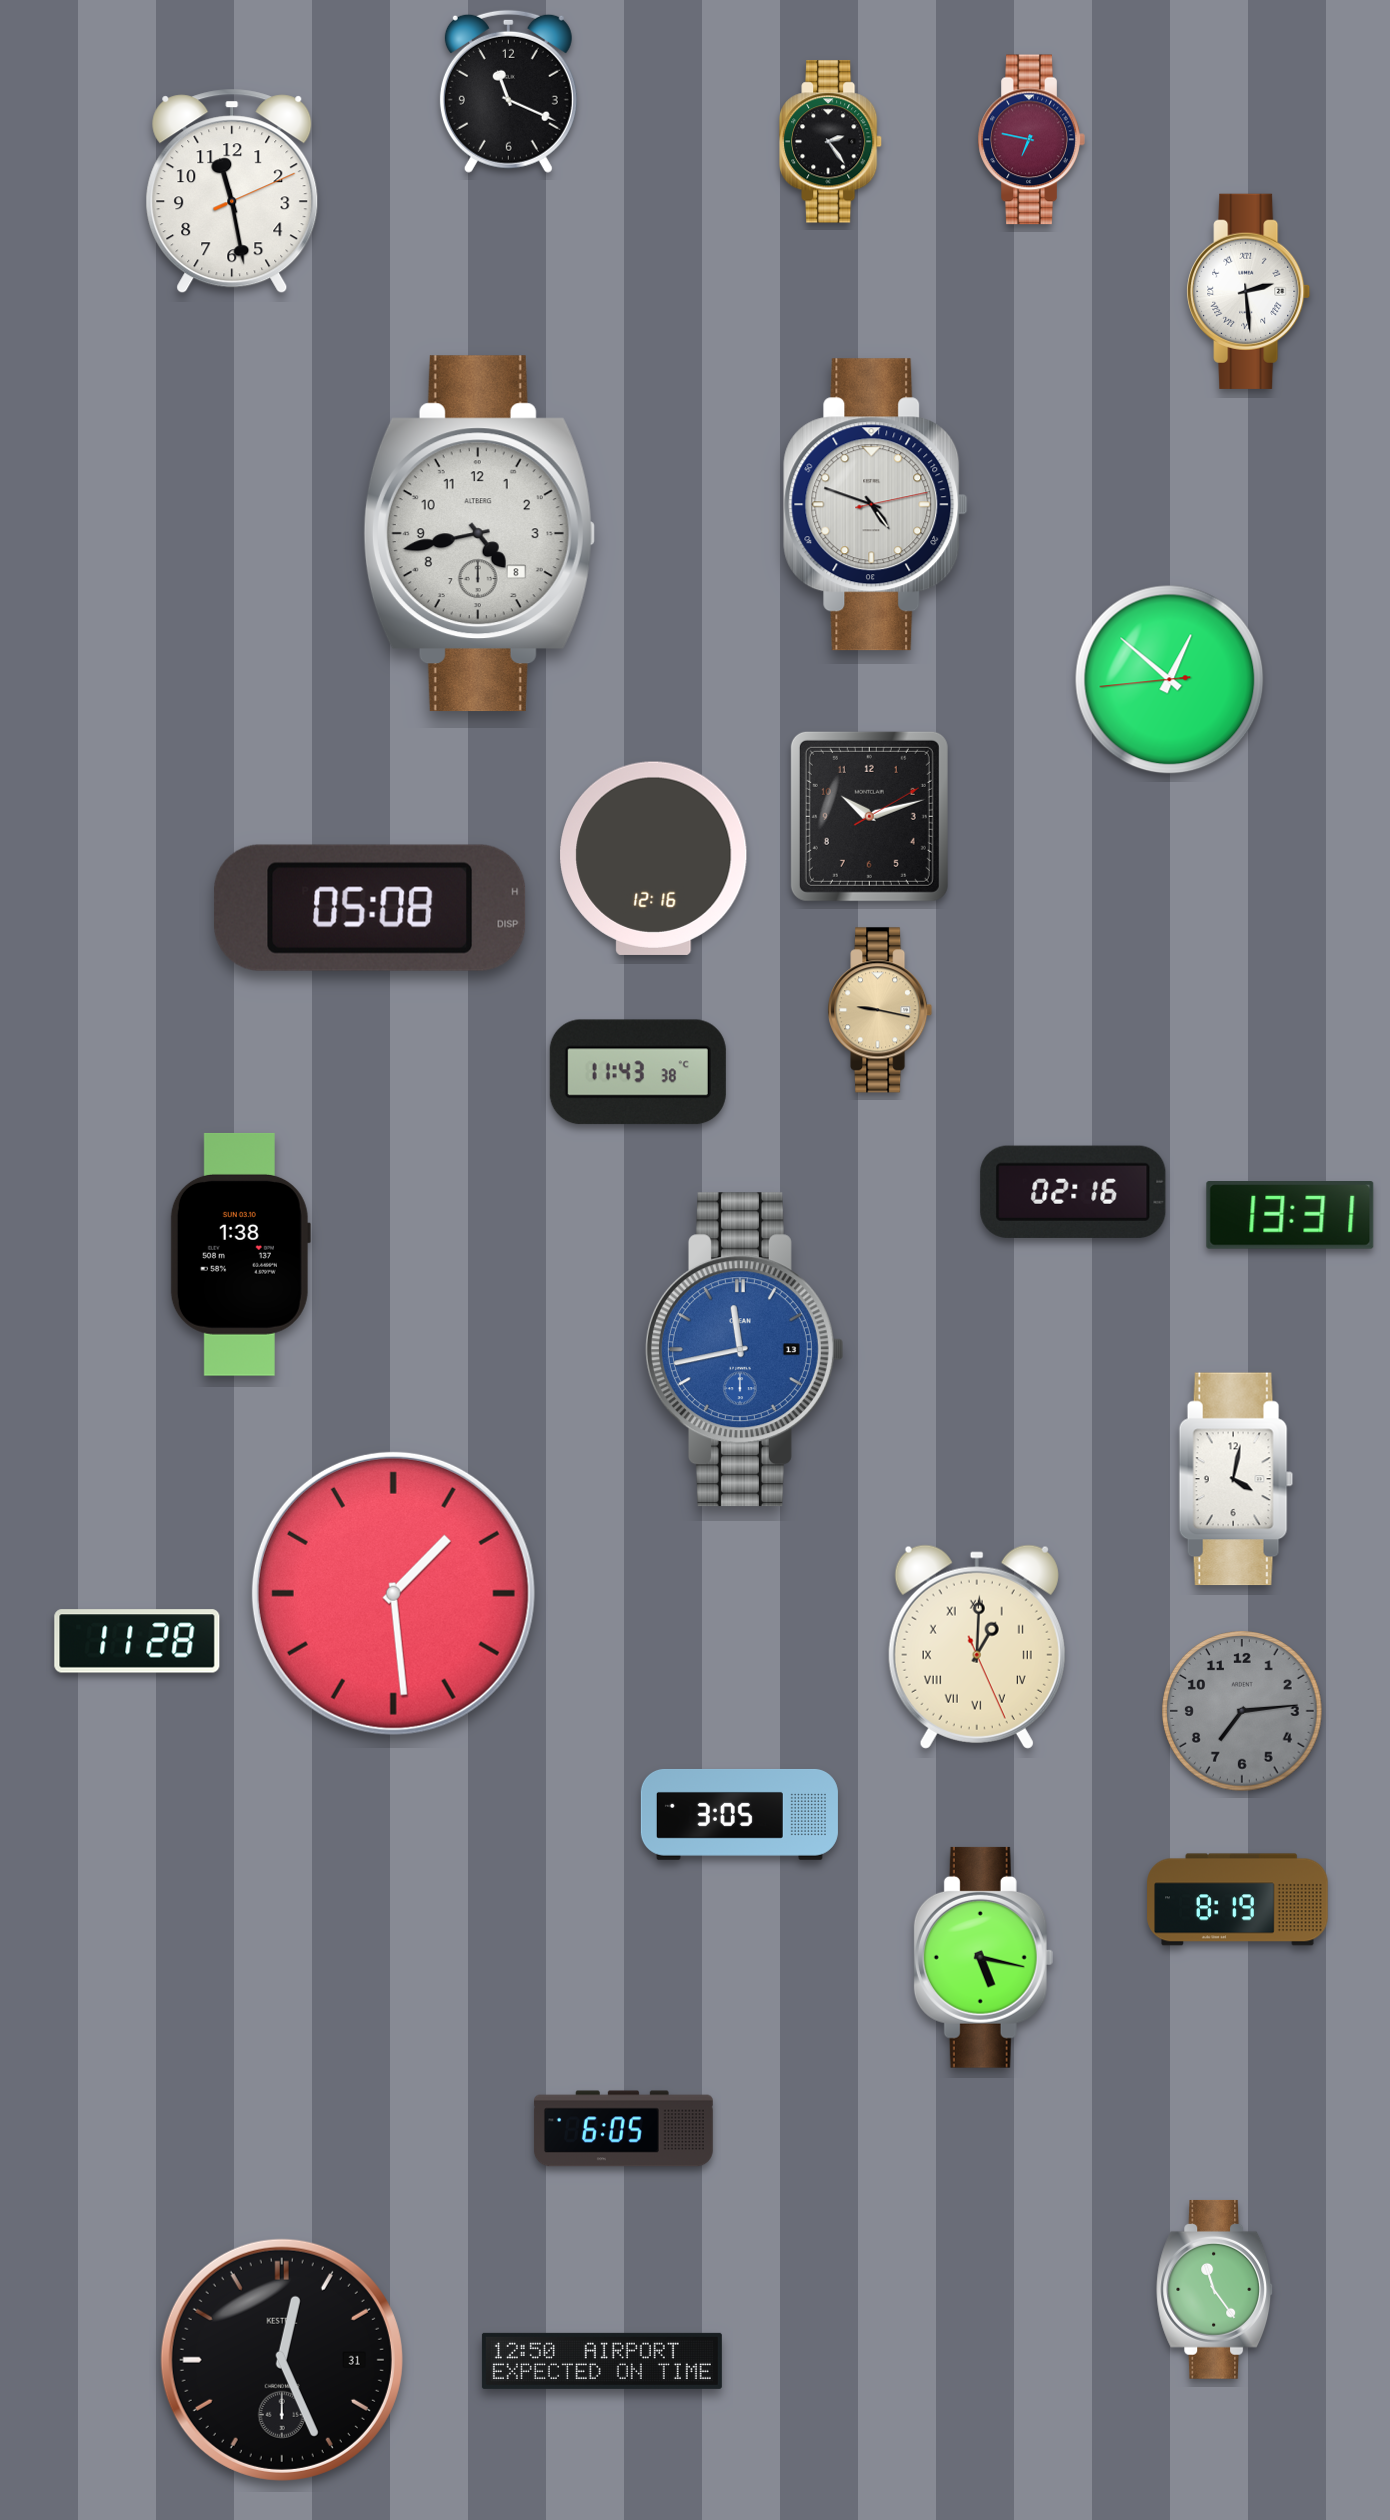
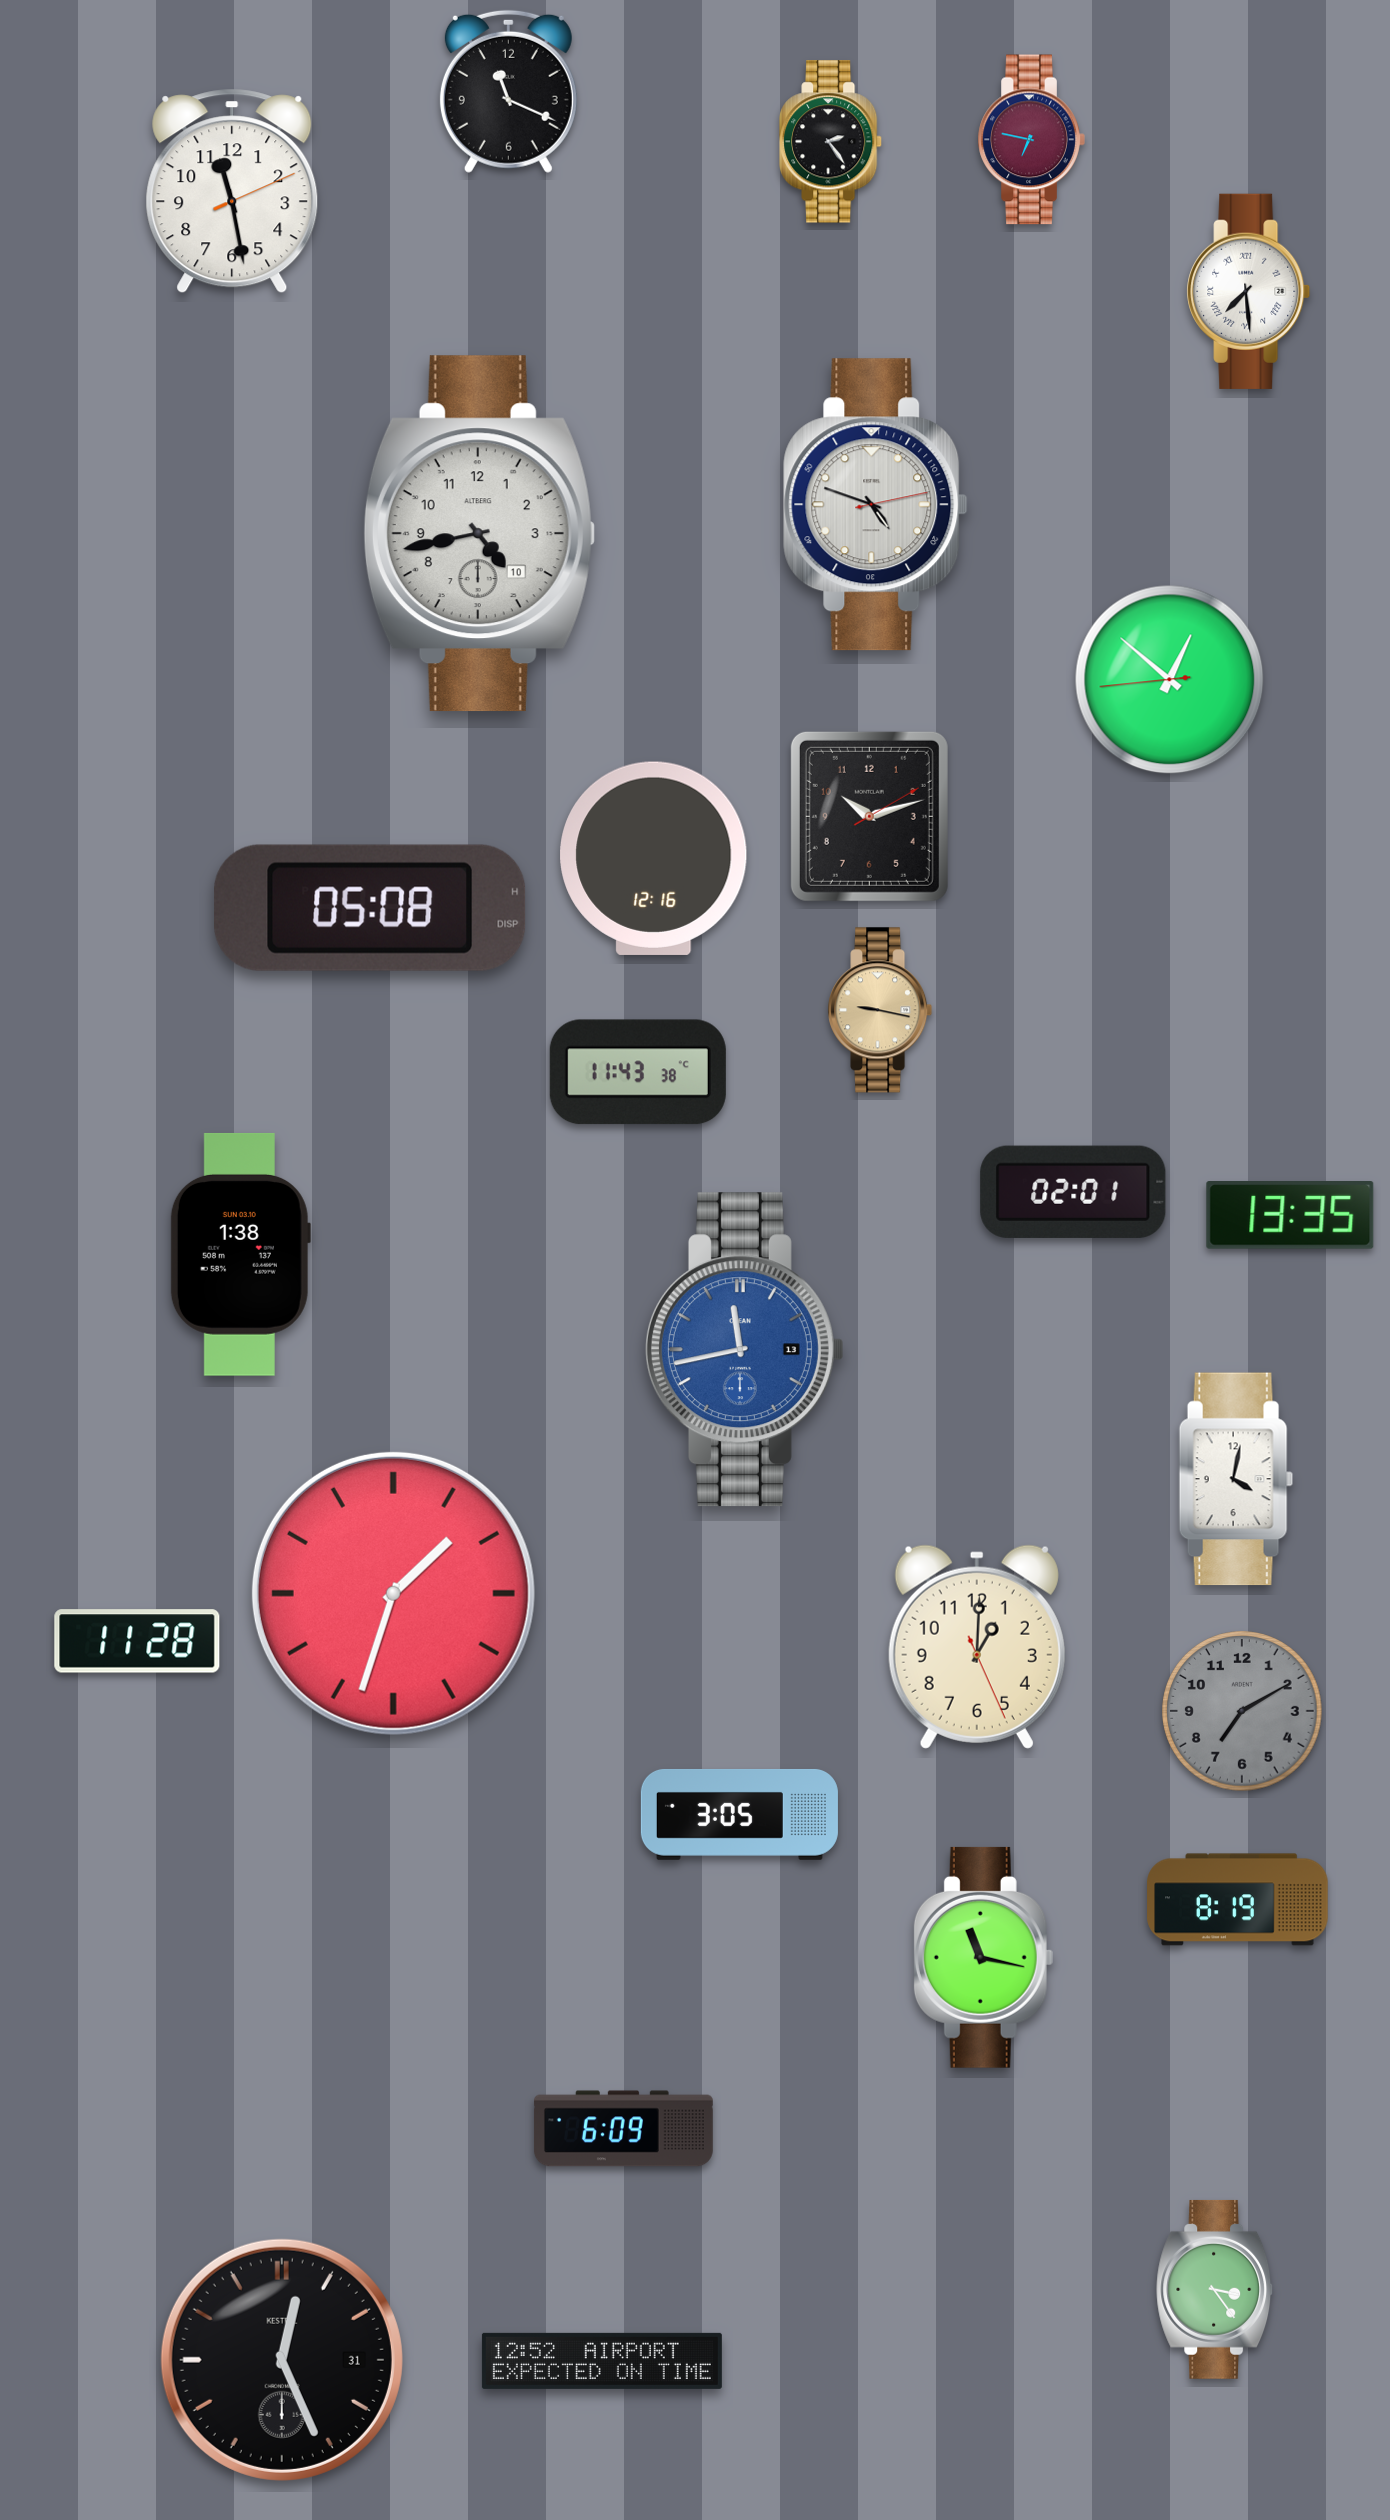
clock at (1249, 291): 2:29 -> 7:29
clock at (479, 534) date: 8 -> 10
clock at (1073, 1192): 02:16 -> 02:01
clock at (1290, 1215): 13:31 -> 13:35
clock at (393, 1593): 1:29 -> 1:33
clock at (977, 1647) numerals: Roman -> Arabic
clock at (1242, 1711): 7:14 -> 7:10
clock at (984, 1957): 5:17 -> 11:17
clock at (623, 2129): 6:05 -> 6:09
clock at (1215, 2289): 11:24 -> 3:24
clock at (602, 2361): 12:50 -> 12:52
